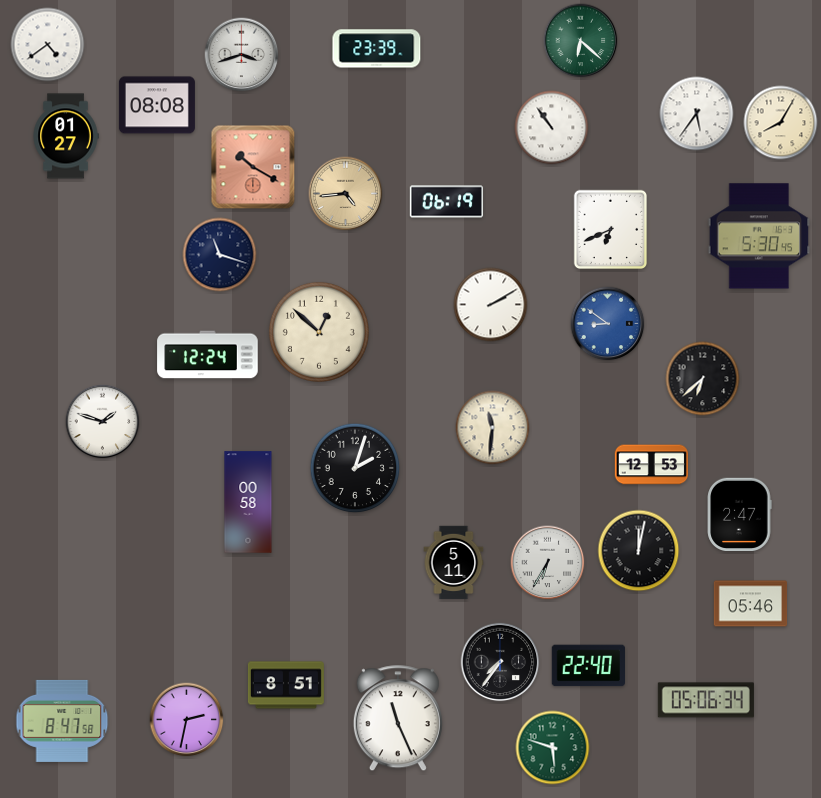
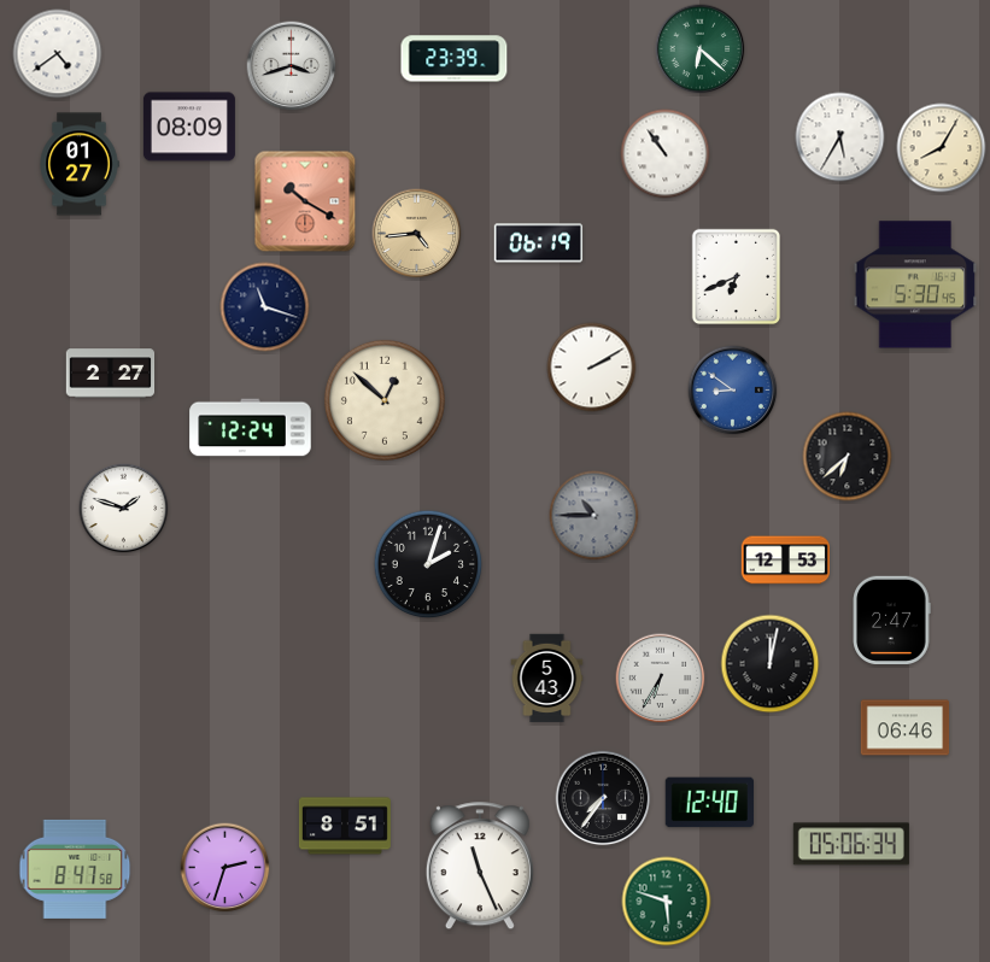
clock at (157, 105): 08:08 -> 08:09
clock at (697, 114): 5:36 -> 5:35
clock at (111, 374): none -> 2:27
clock at (493, 428): 11:31 -> 10:45
clock at (493, 428) dial: cream -> grey
clock at (248, 502): 00:58 -> none
clock at (454, 563): 5:11 -> 5:43
clock at (751, 604): 05:46 -> 06:46
clock at (588, 666): 22:40 -> 12:40
clock at (187, 720): 2:32 -> 2:33
